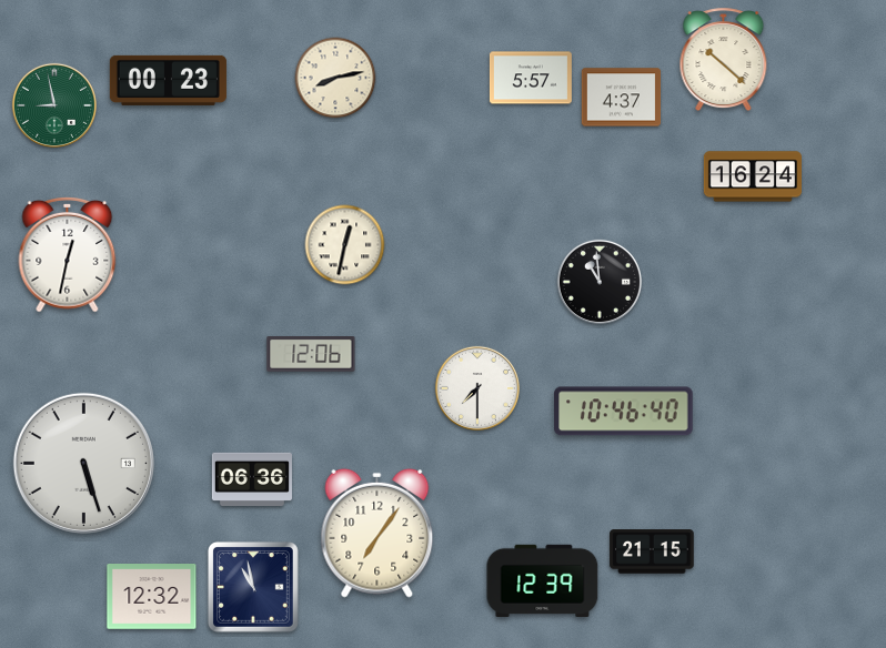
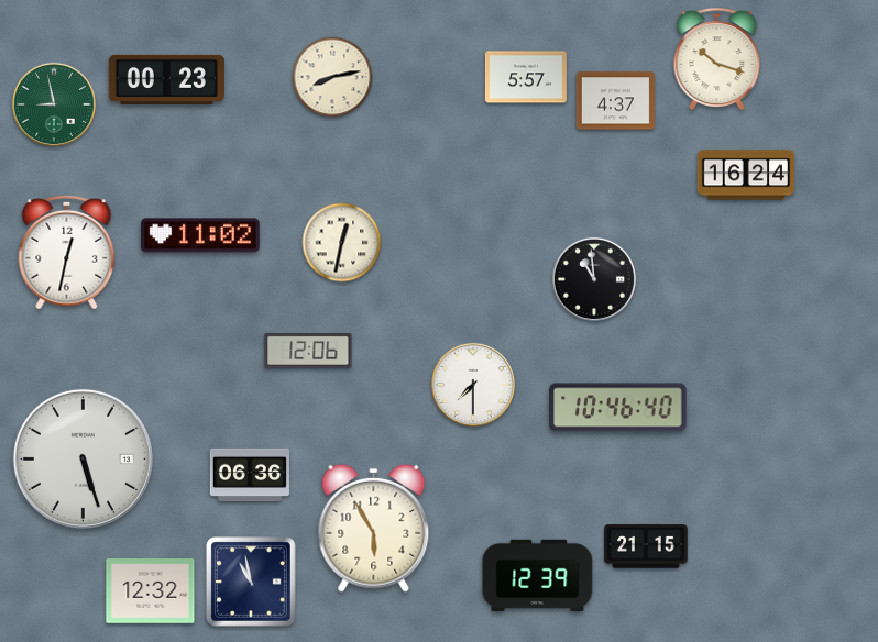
clock at (724, 60): 10:22 -> 10:18
clock at (622, 98) position: (622, 98) -> (616, 101)
clock at (201, 235): none -> 11:02
clock at (377, 533): 7:06 -> 5:55
